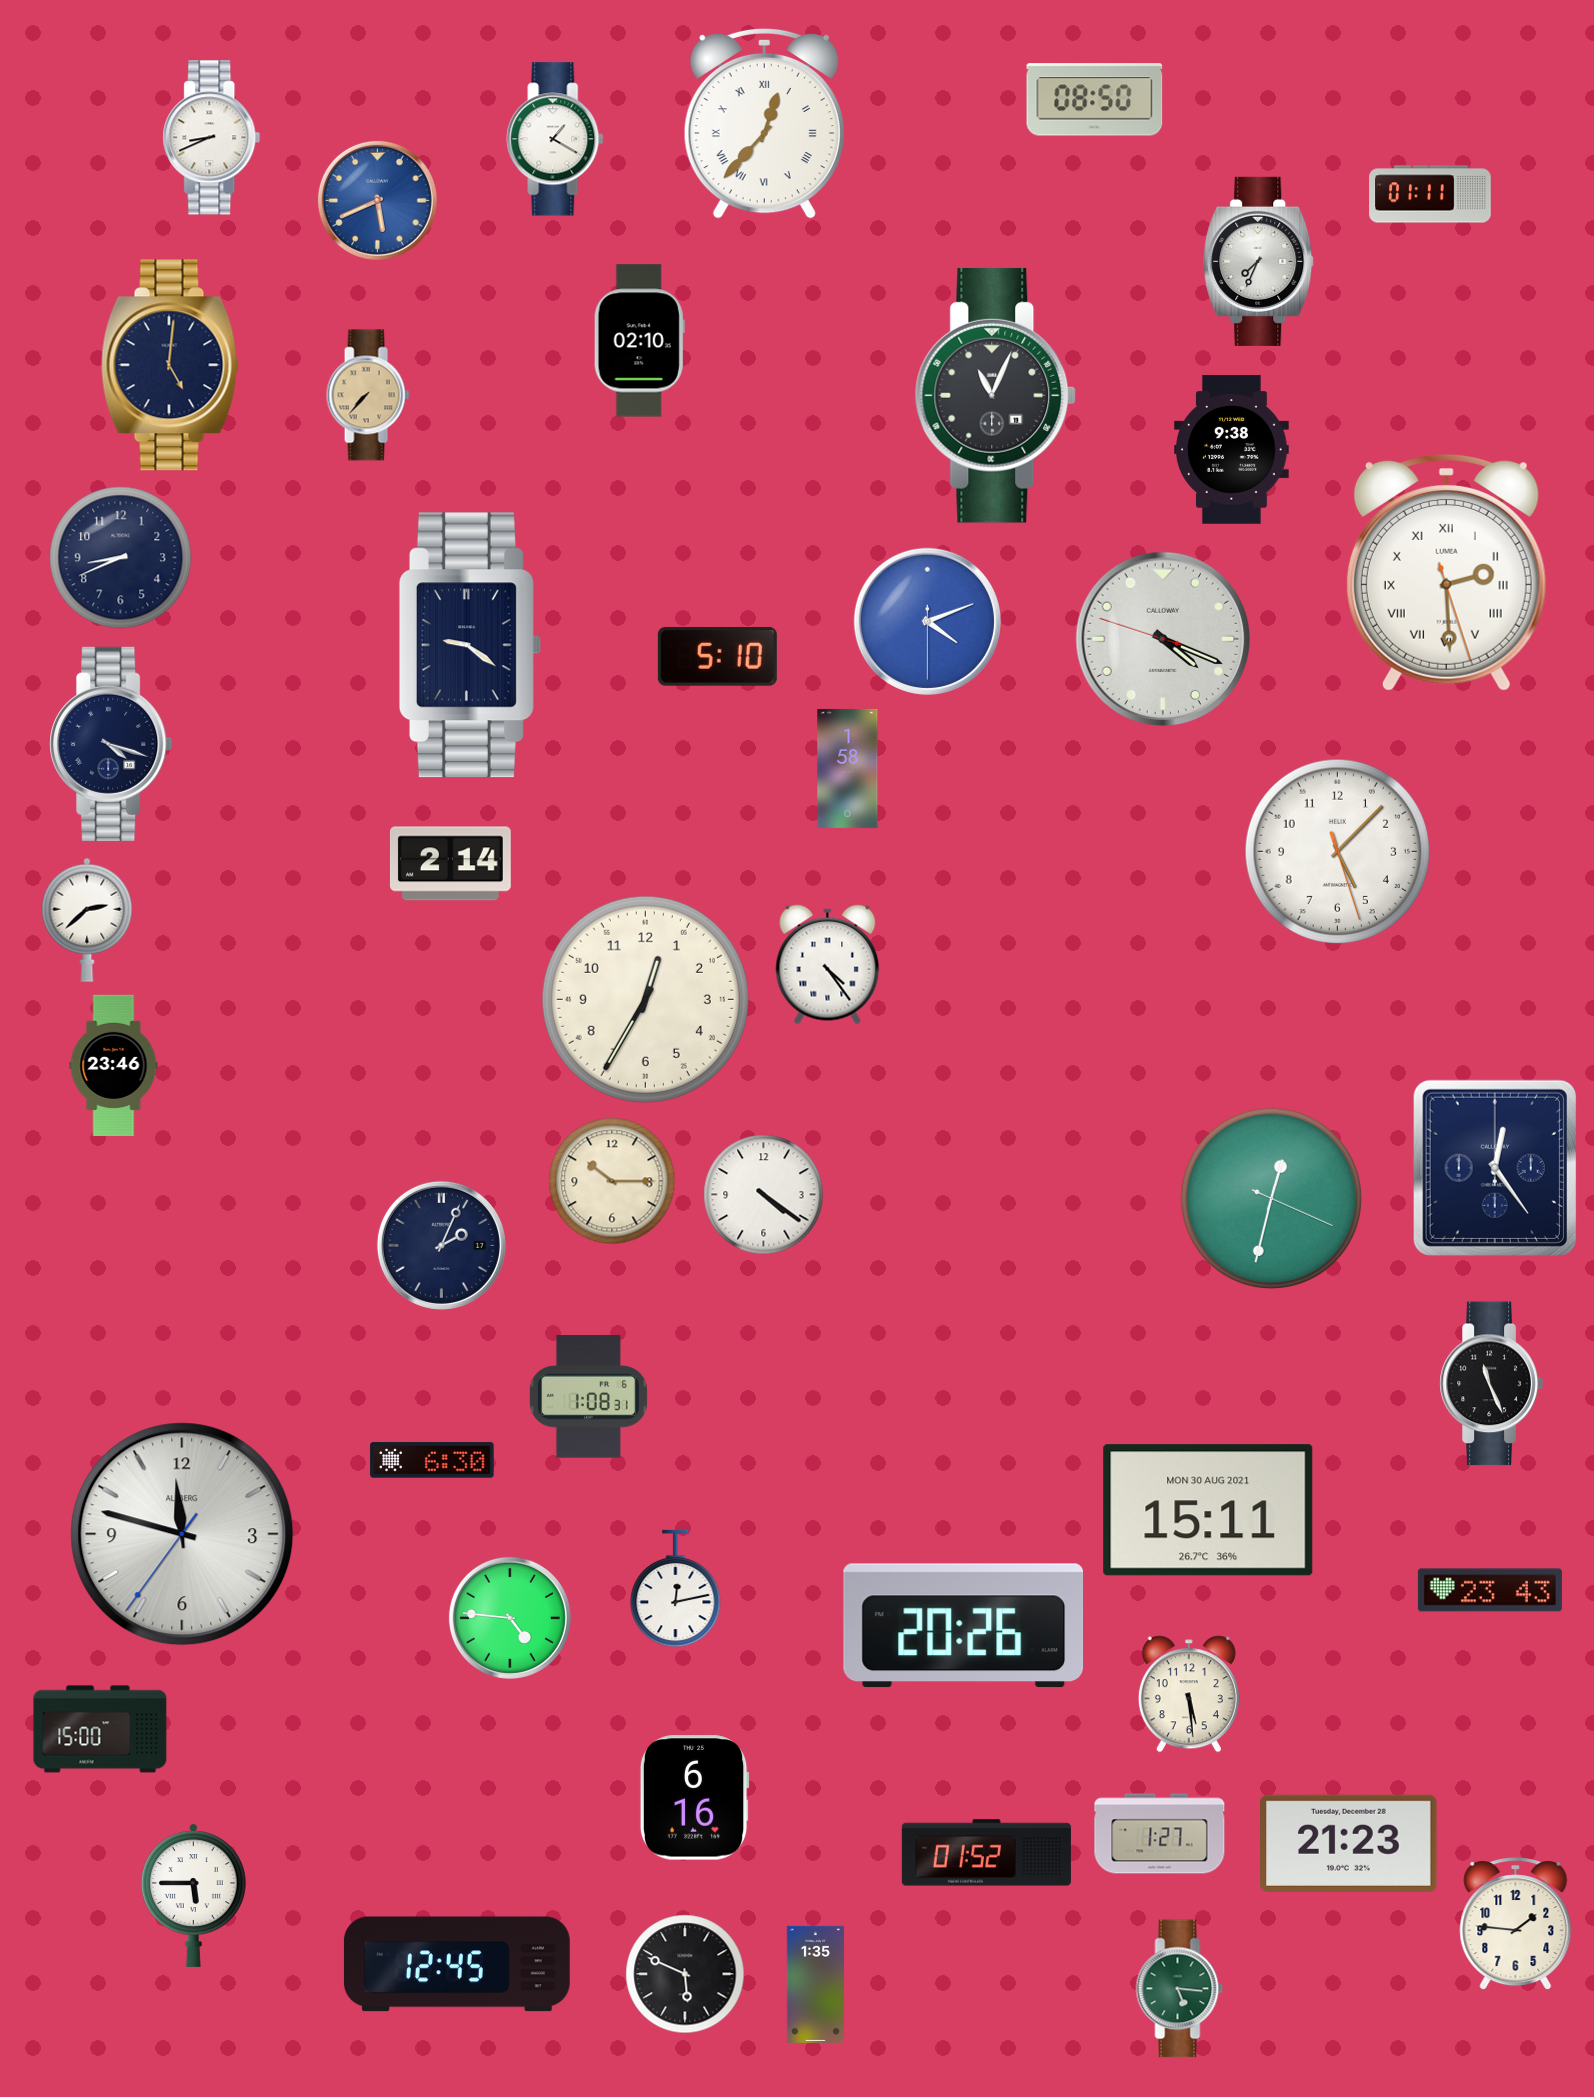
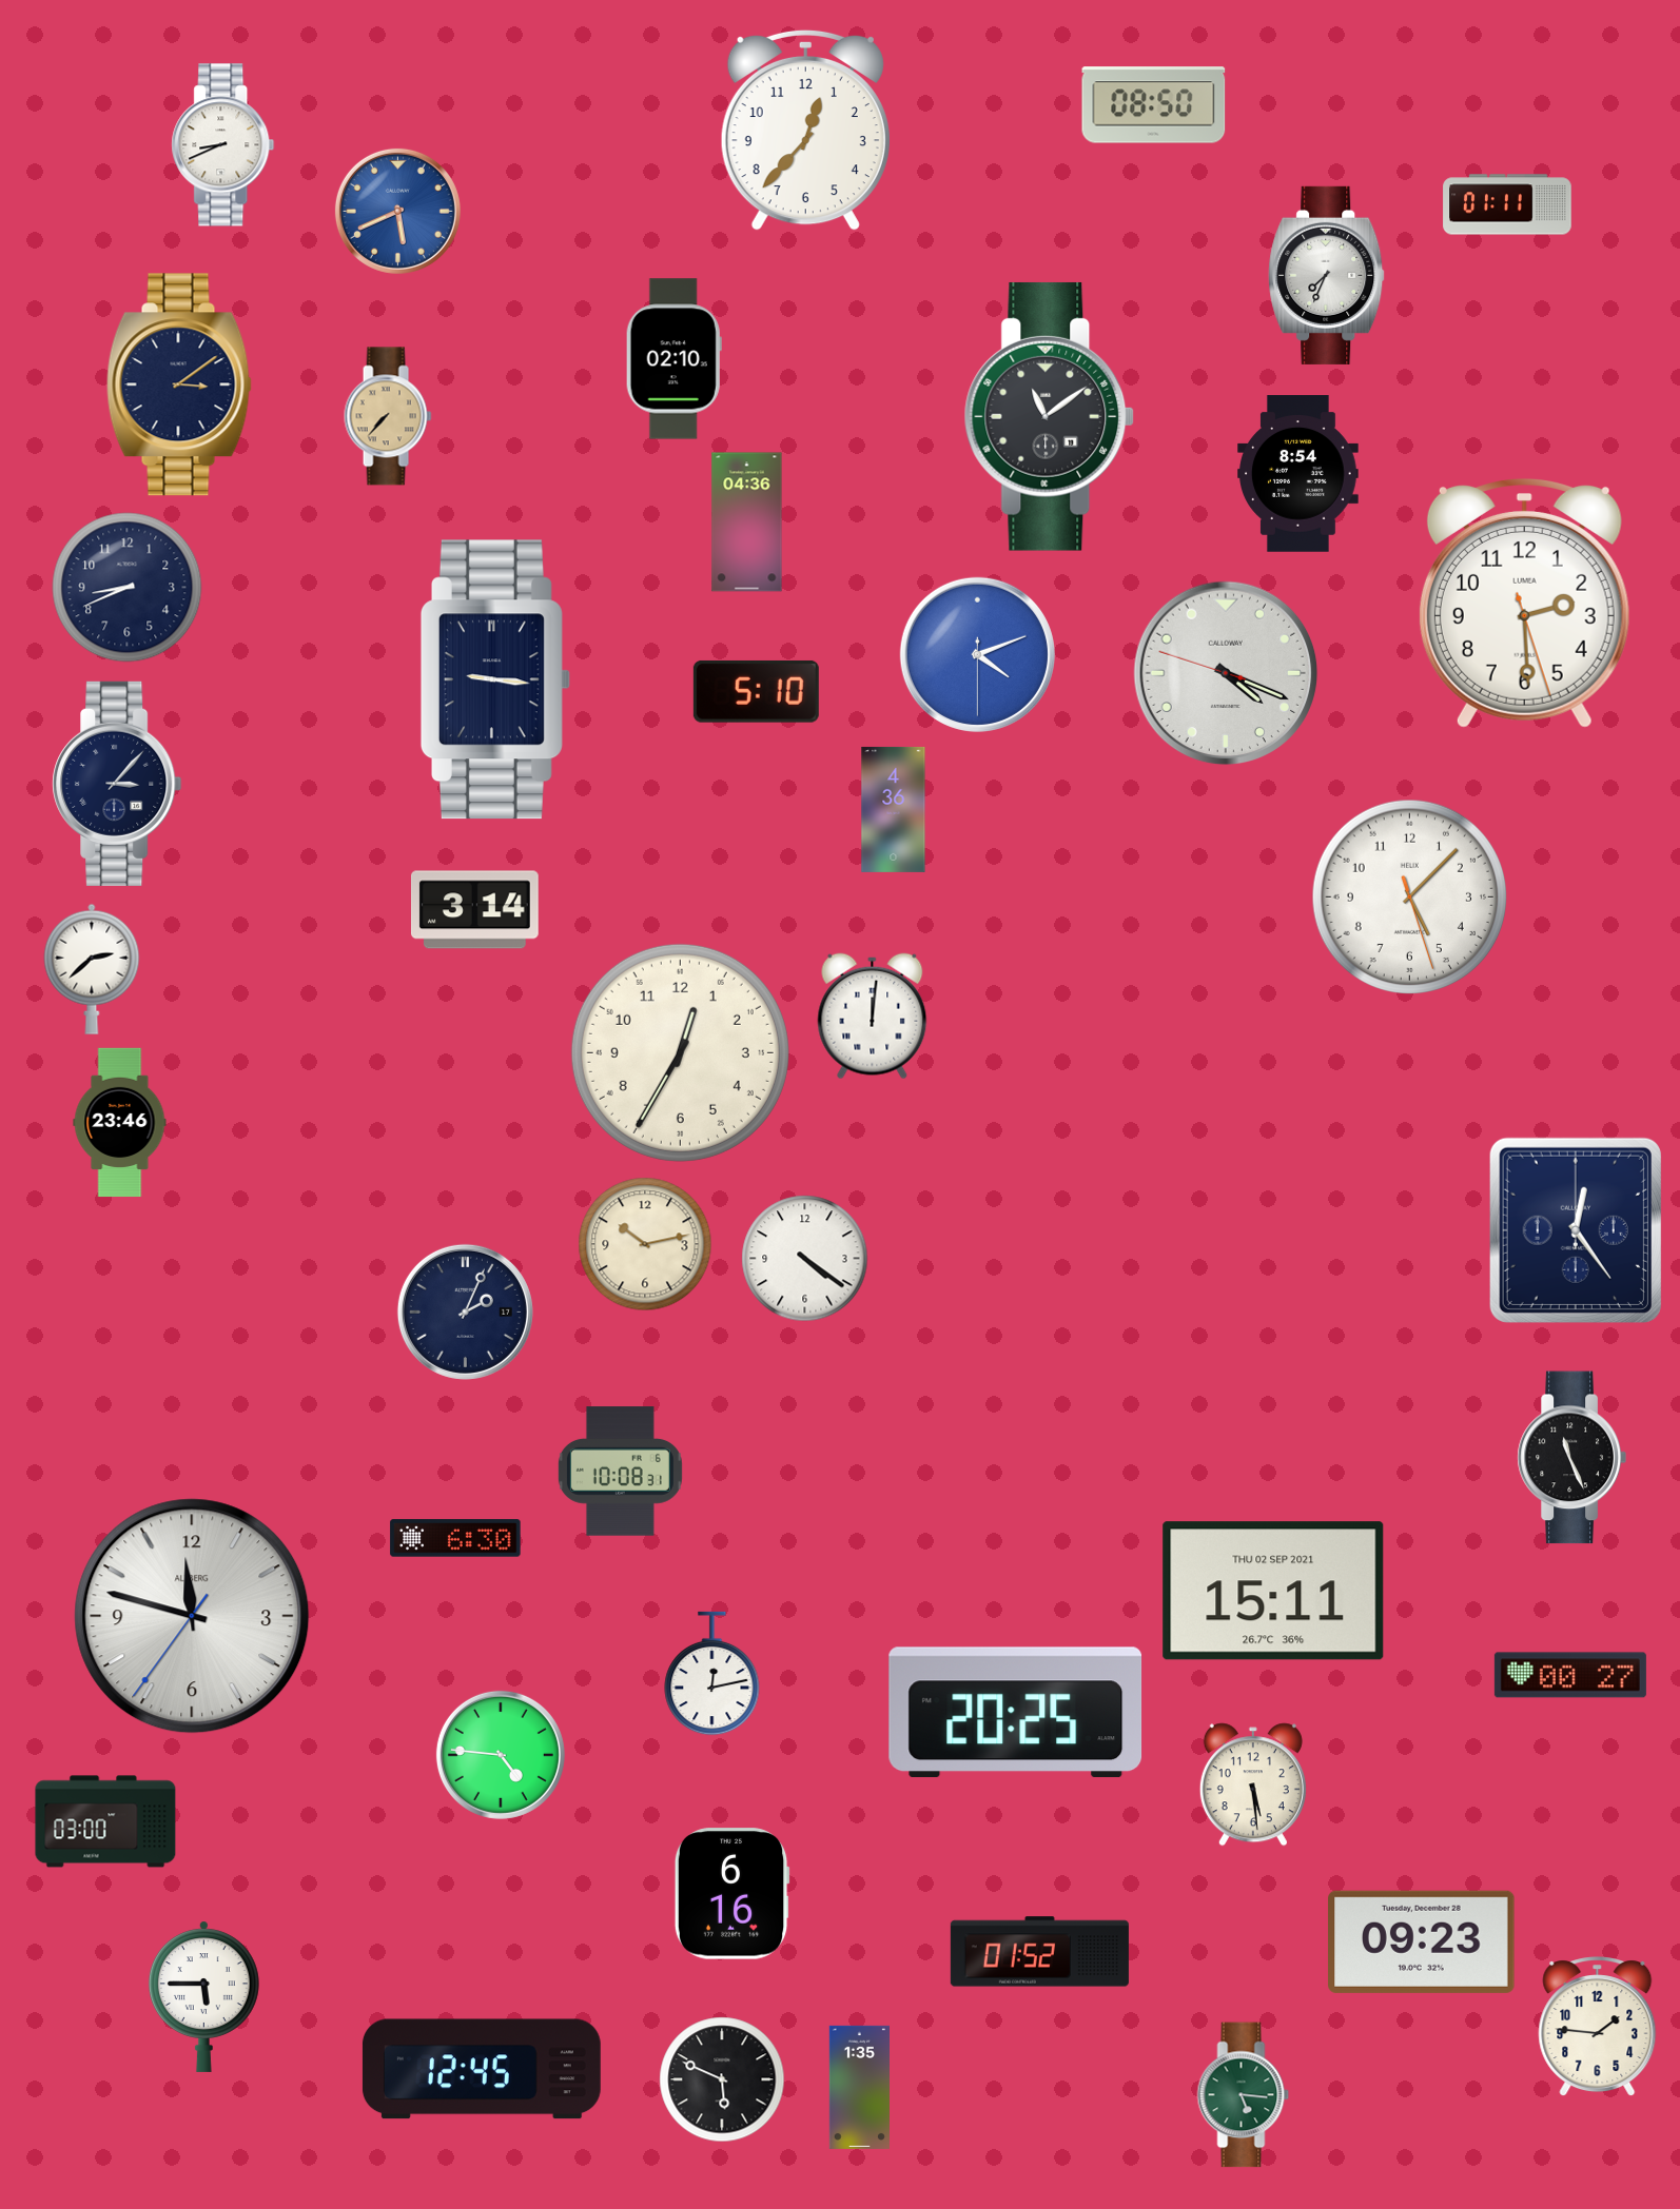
clock at (764, 123) numerals: Roman -> Arabic
clock at (555, 139): 1:20 -> none
clock at (170, 365): 5:01 -> 3:09
clock at (996, 395): 11:04 -> 11:09
clock at (1232, 450): 9:38 -> 8:54
clock at (747, 522): none -> 04:36
clock at (1446, 573) numerals: Roman -> Arabic
clock at (470, 645): 9:21 -> 9:16
clock at (111, 744): 4:18 -> 3:07
clock at (848, 768): 1:58 -> 4:36
clock at (450, 864): 2:14 -> 3:14
clock at (828, 965): 4:24 -> 12:01
clock at (612, 1181): 10:15 -> 10:13
clock at (1272, 1199): 12:32 -> none
clock at (588, 1397): 1:08 -> 10:08
clock at (1208, 1510) date: MON 30 AUG 2021 -> THU 02 SEP 2021
clock at (1490, 1590): 23:43 -> 00:27
clock at (510, 1618) position: (510, 1618) -> (501, 1755)
clock at (964, 1626): 20:26 -> 20:25
clock at (100, 1729): 15:00 -> 03:00
clock at (1160, 1834): 1:27 -> none
clock at (1349, 1843): 21:23 -> 09:23
clock at (815, 1984) position: (815, 1984) -> (859, 2087)
